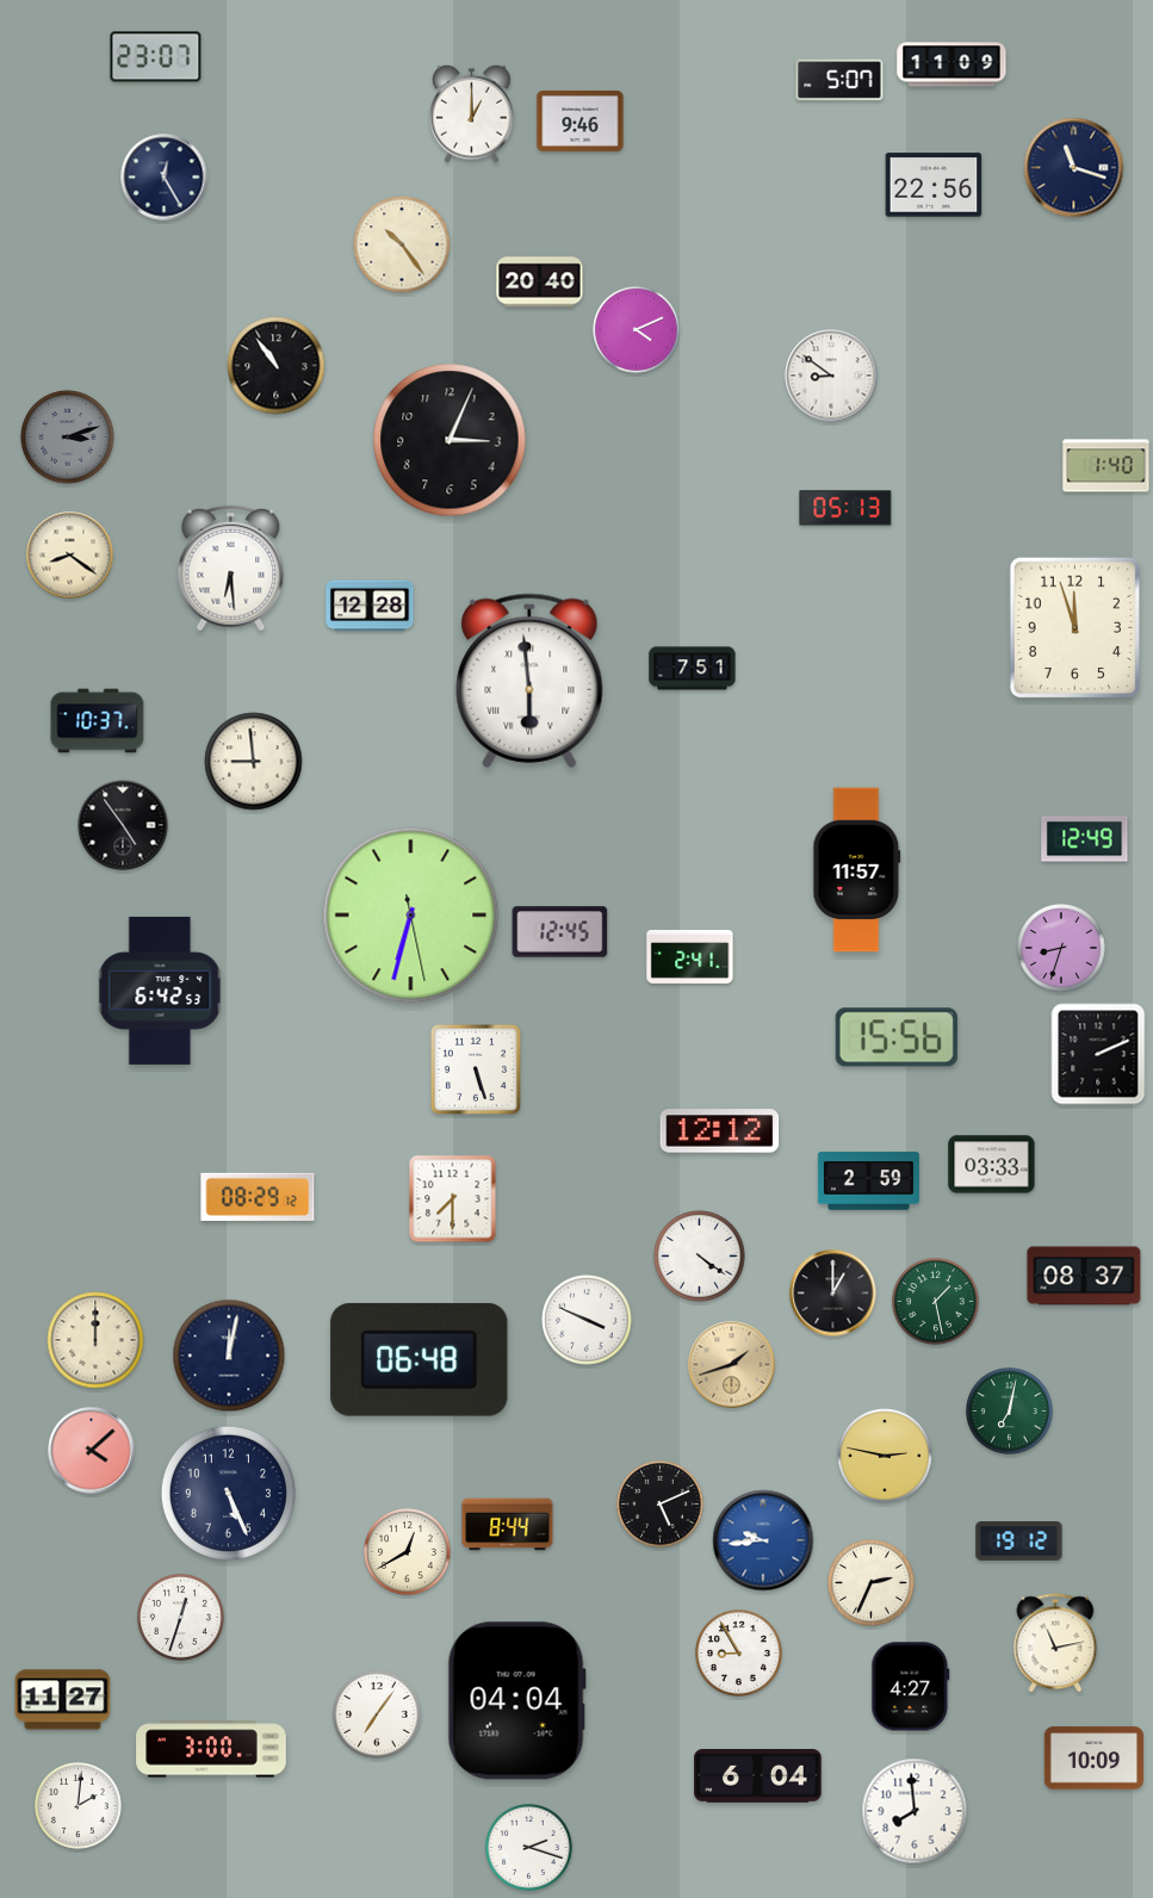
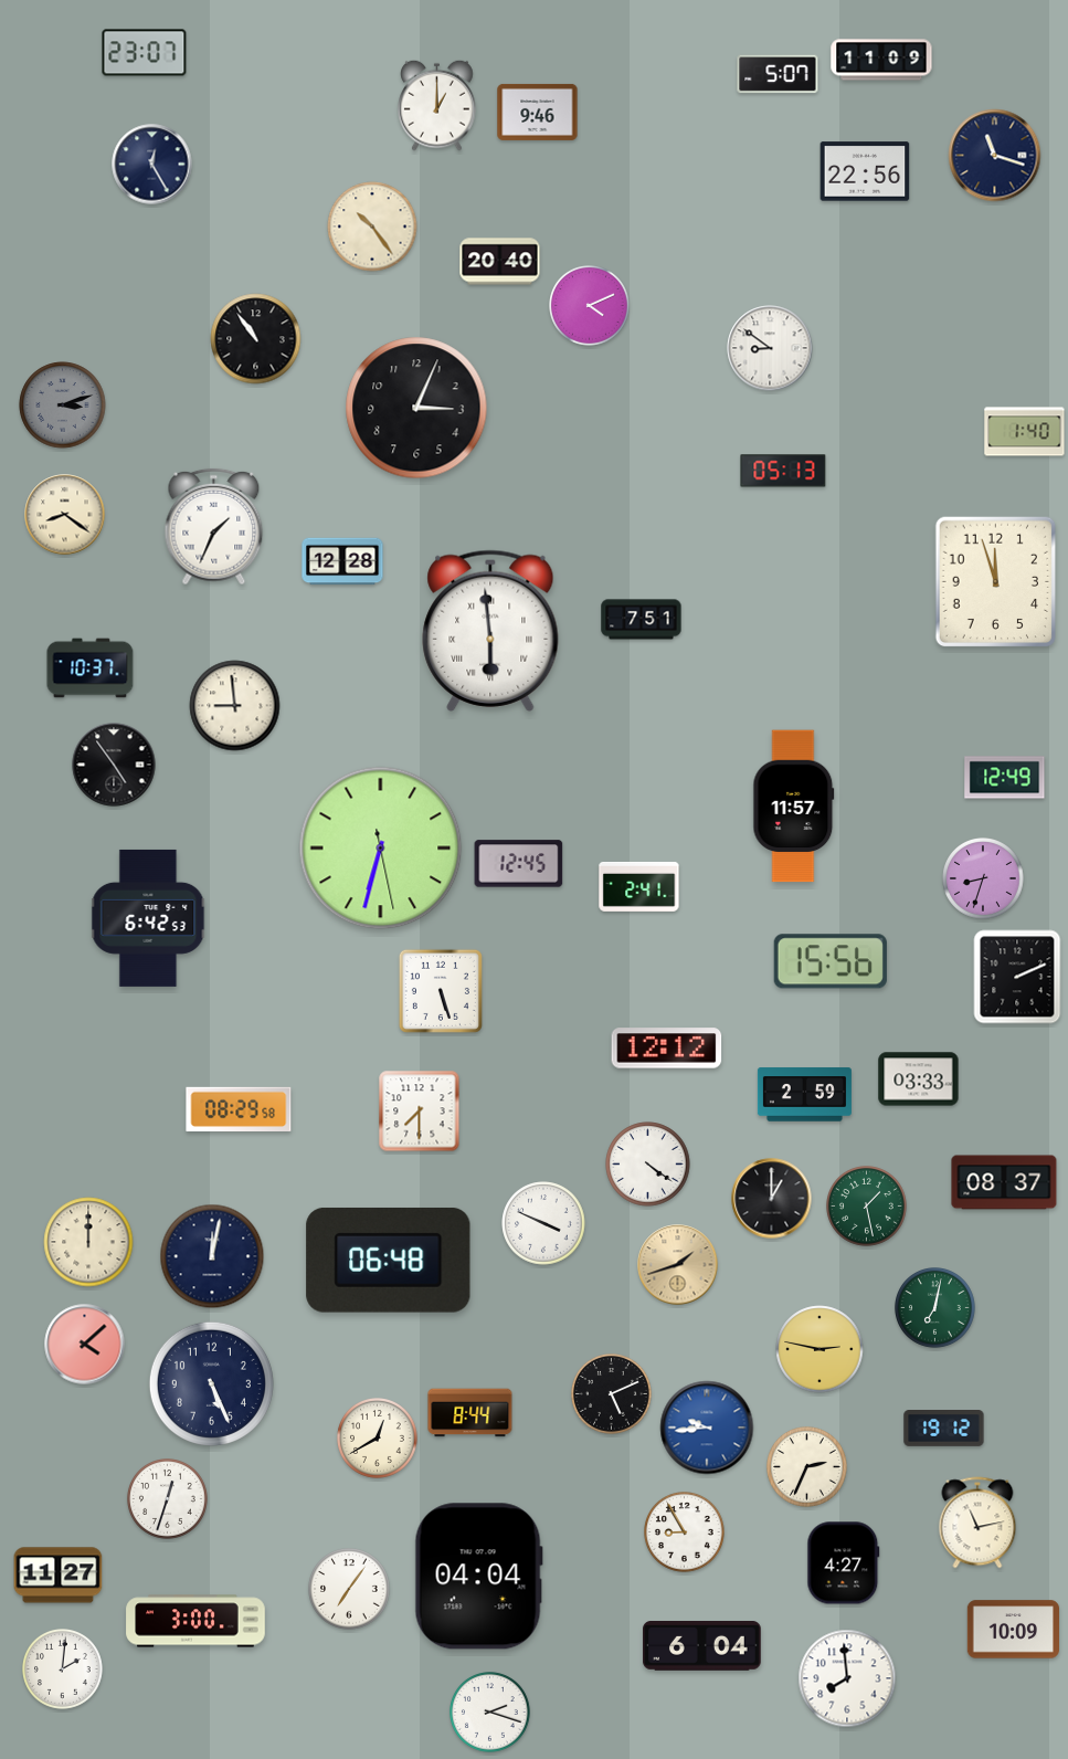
clock at (231, 569): 6:29 -> 1:34
clock at (258, 1196): 08:29:12 -> 08:29:58
clock at (79, 1806) position: (79, 1806) -> (63, 1670)
